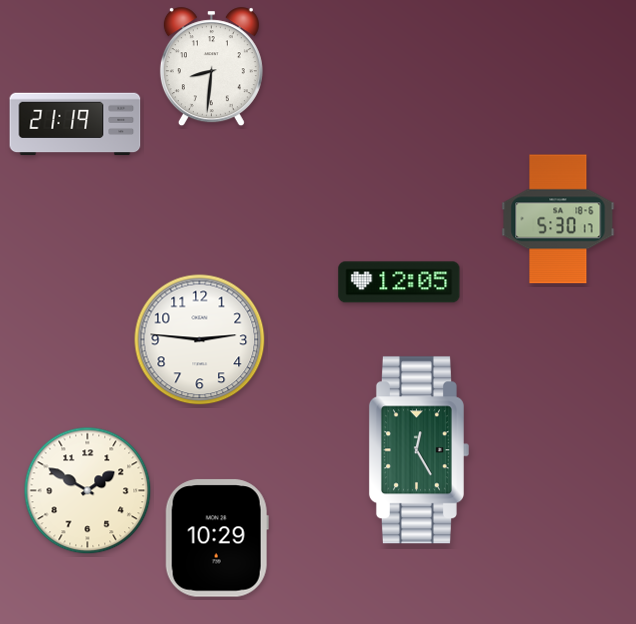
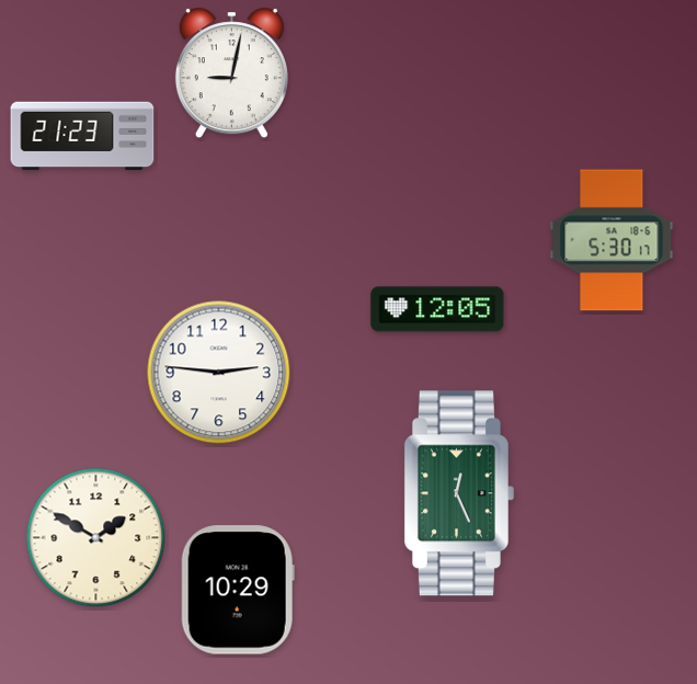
clock at (211, 67): 8:31 -> 9:02
clock at (75, 124): 21:19 -> 21:23
clock at (419, 450): 12:25 -> 12:26
